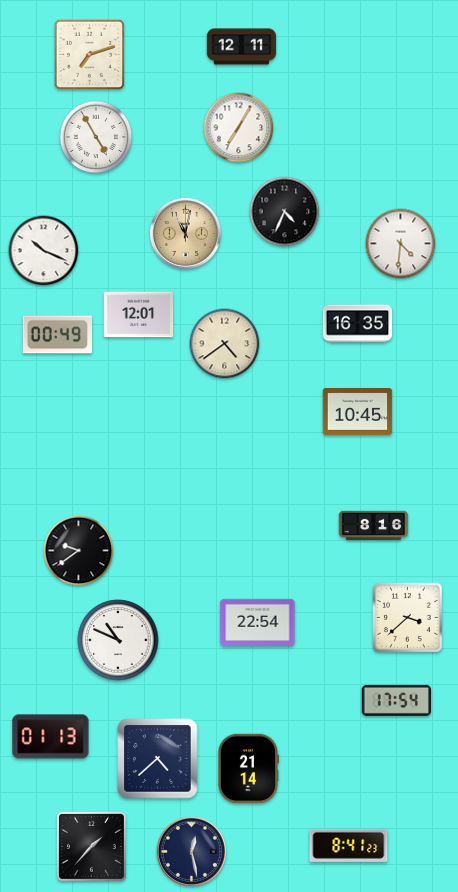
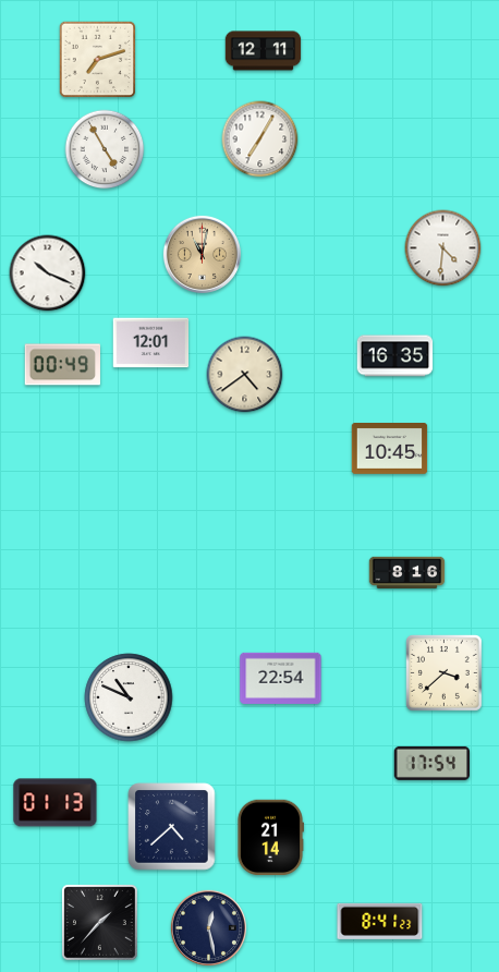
clock at (285, 212): 4:34 -> none
clock at (401, 244) position: (401, 244) -> (443, 248)
clock at (358, 324) position: (358, 324) -> (395, 356)
clock at (79, 551): 9:39 -> none
